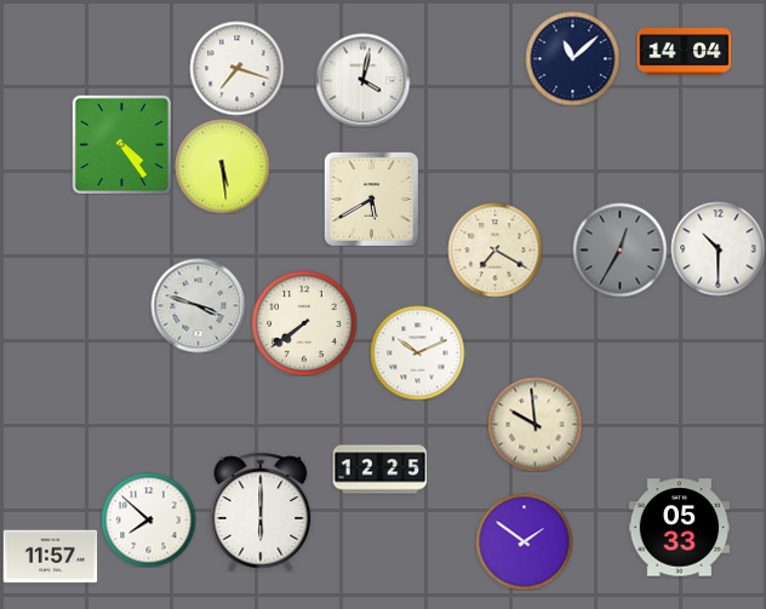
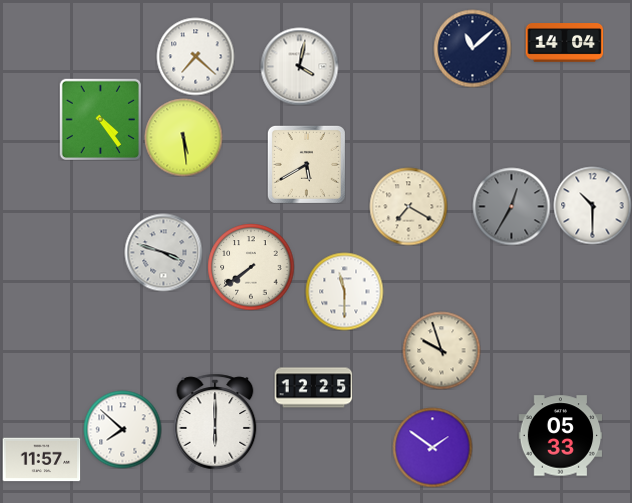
clock at (236, 68): 7:18 -> 7:22
clock at (417, 352): 10:11 -> 11:30
clock at (535, 424): 9:59 -> 9:57
